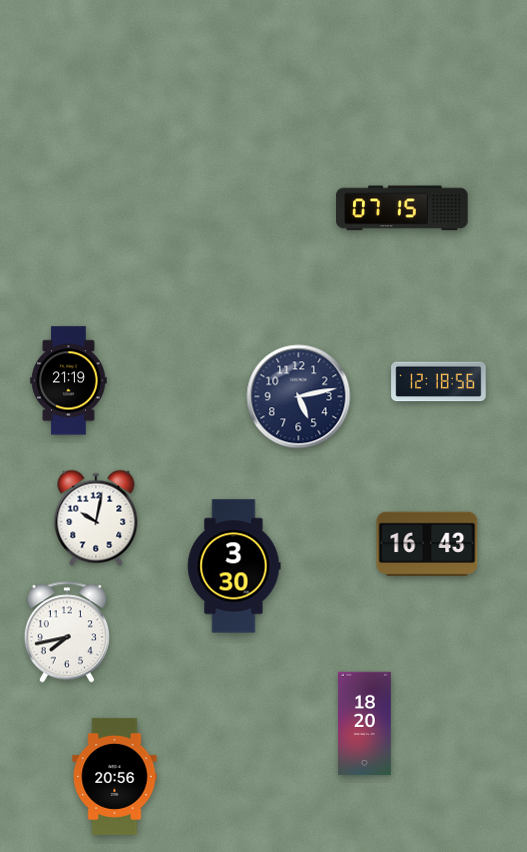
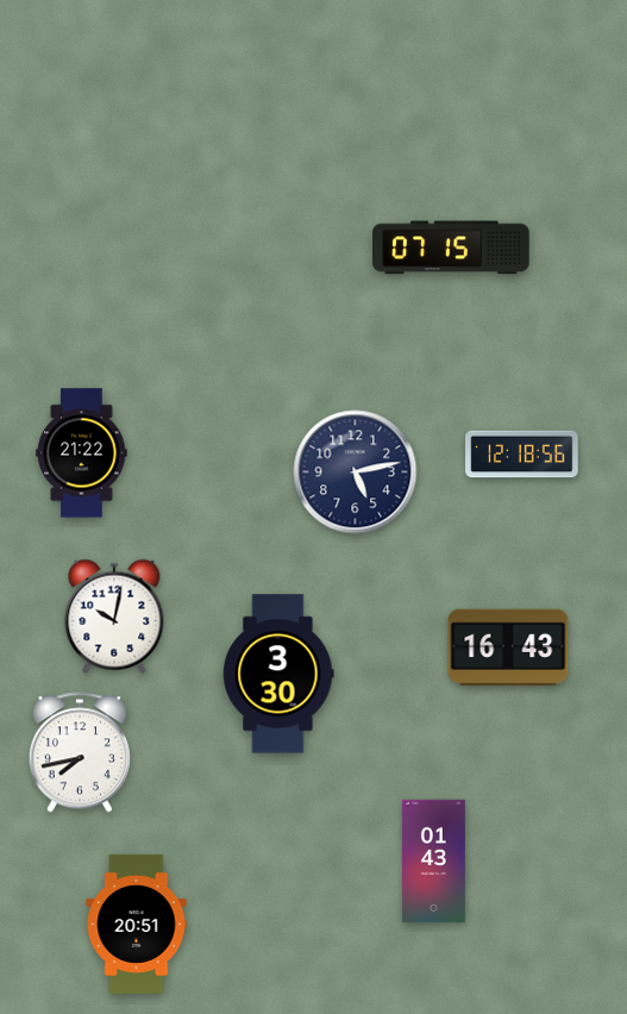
clock at (402, 208) position: (402, 208) -> (451, 248)
clock at (69, 381): 21:19 -> 21:22
clock at (365, 724): 18:20 -> 01:43
clock at (115, 776): 20:56 -> 20:51
